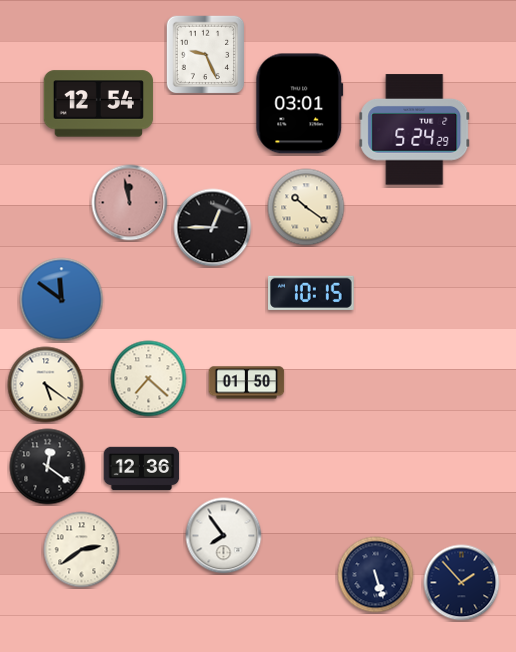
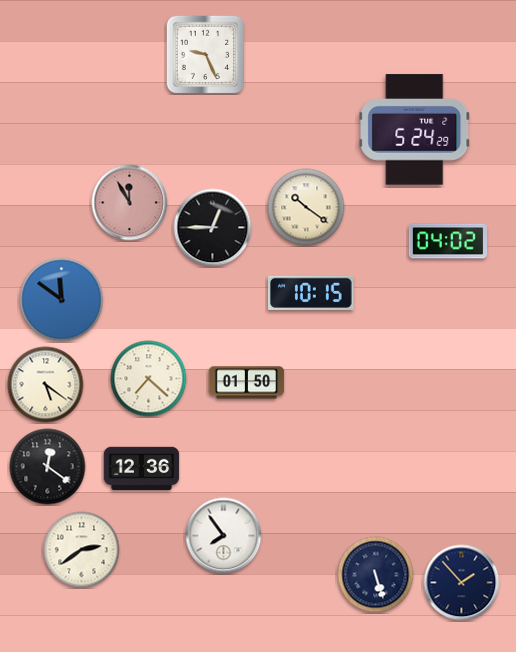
clock at (99, 104): 12:54 -> none
clock at (300, 104): 03:01 -> none
clock at (130, 203): 11:58 -> 11:55
clock at (447, 241): none -> 04:02
